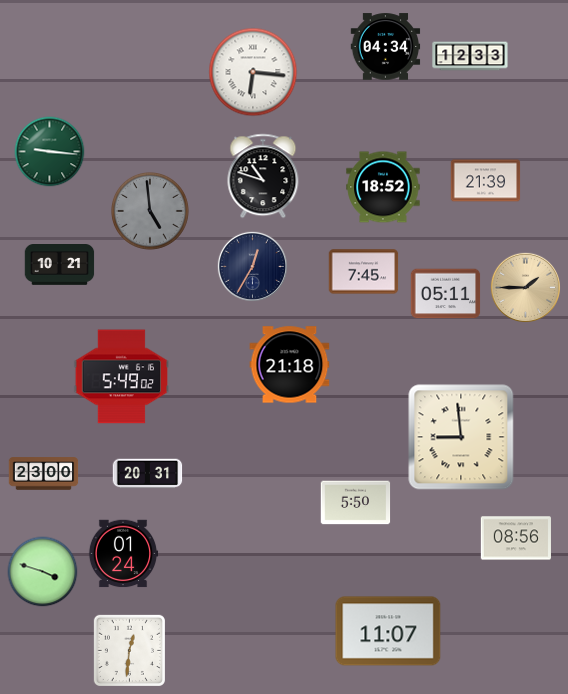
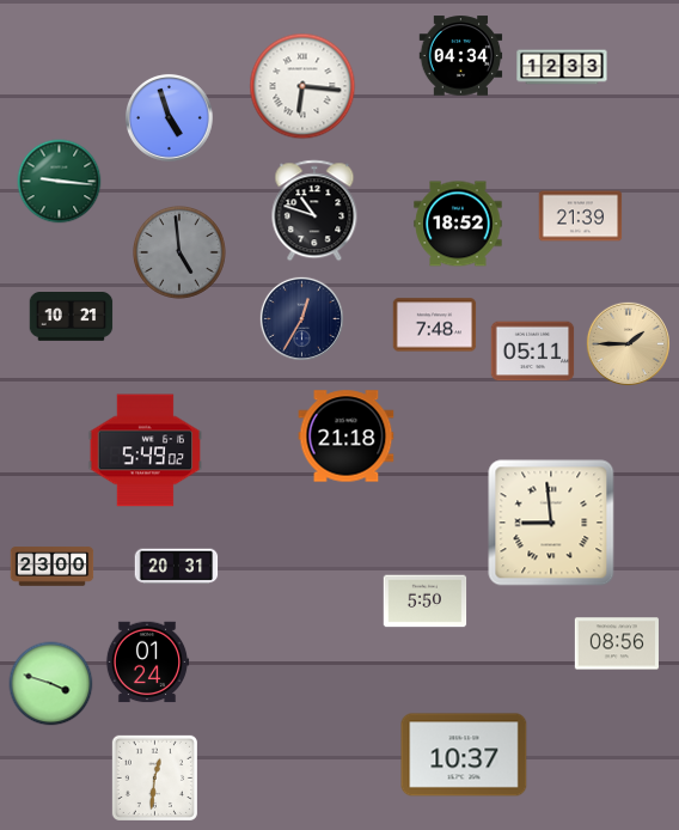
clock at (169, 117): none -> 4:57
clock at (364, 272): 7:45 -> 7:48
clock at (388, 631): 11:07 -> 10:37
